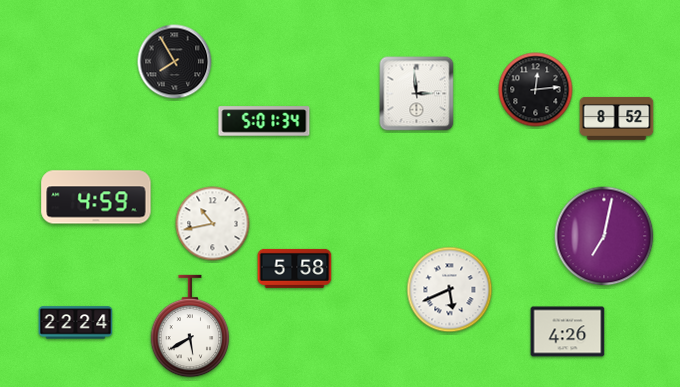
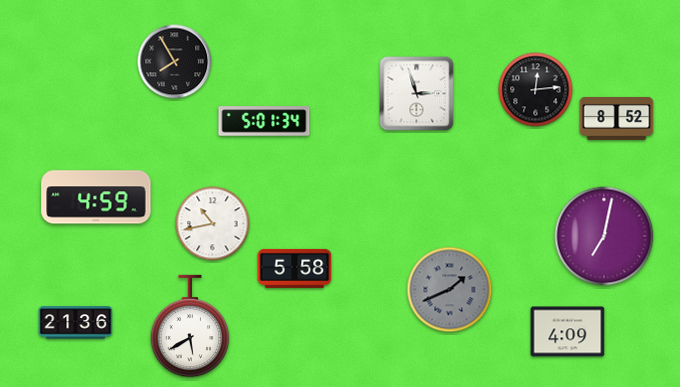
clock at (417, 94): 2:59 -> 2:57
clock at (450, 290): 5:41 -> 1:41
clock at (450, 290) dial: white -> grey
clock at (76, 323): 22:24 -> 21:36
clock at (568, 332): 4:26 -> 4:09
